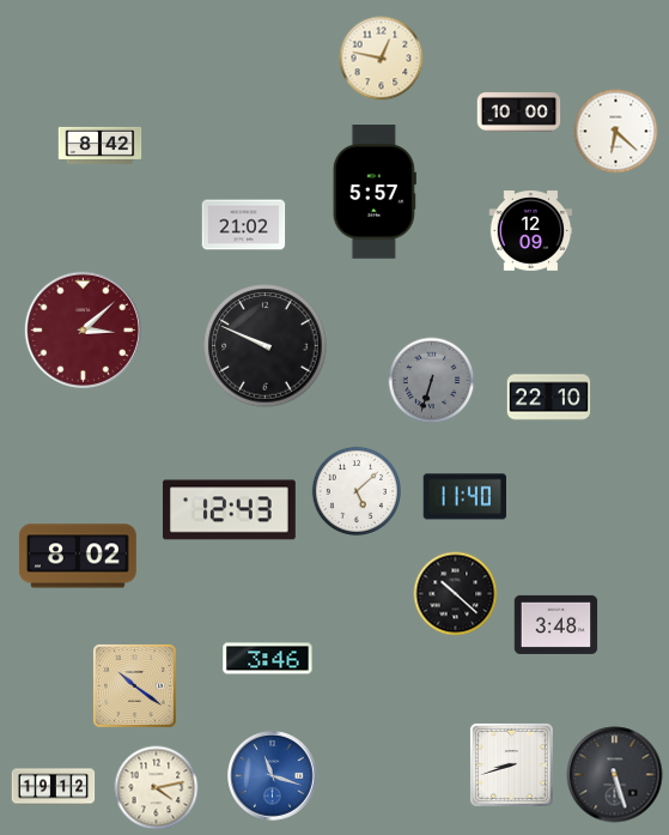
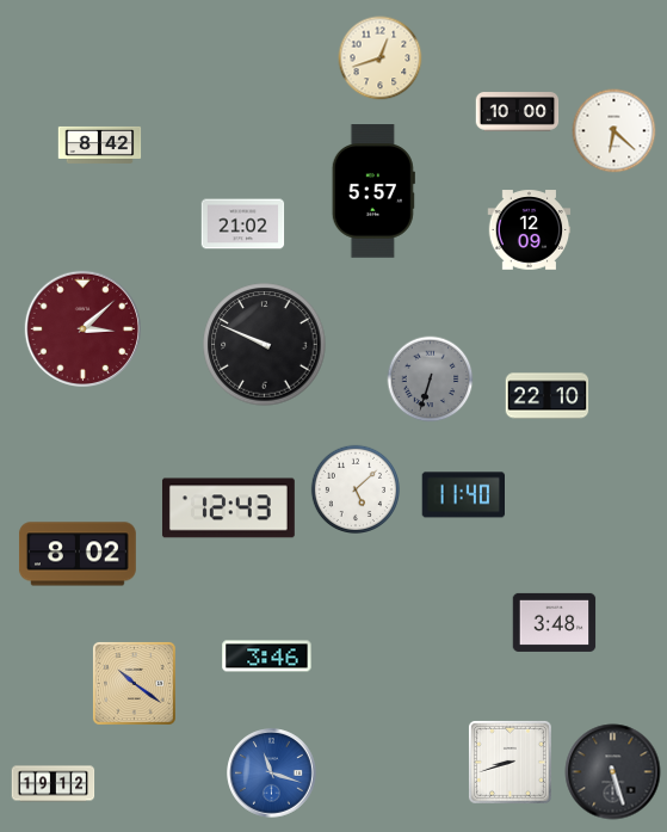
clock at (382, 59): 12:47 -> 12:42
clock at (456, 594): 10:22 -> none
clock at (157, 788): 4:13 -> none
